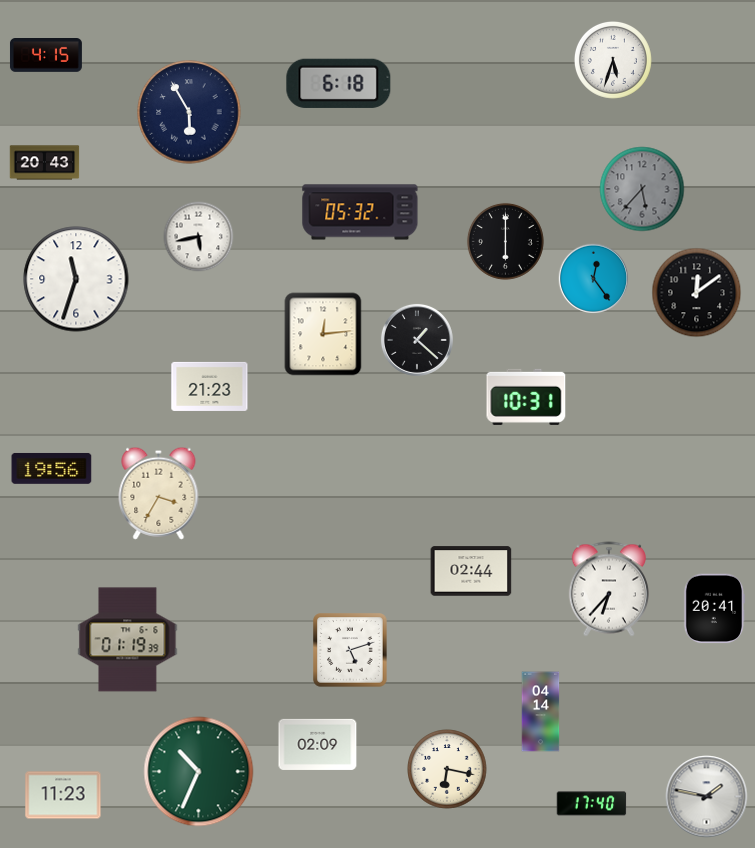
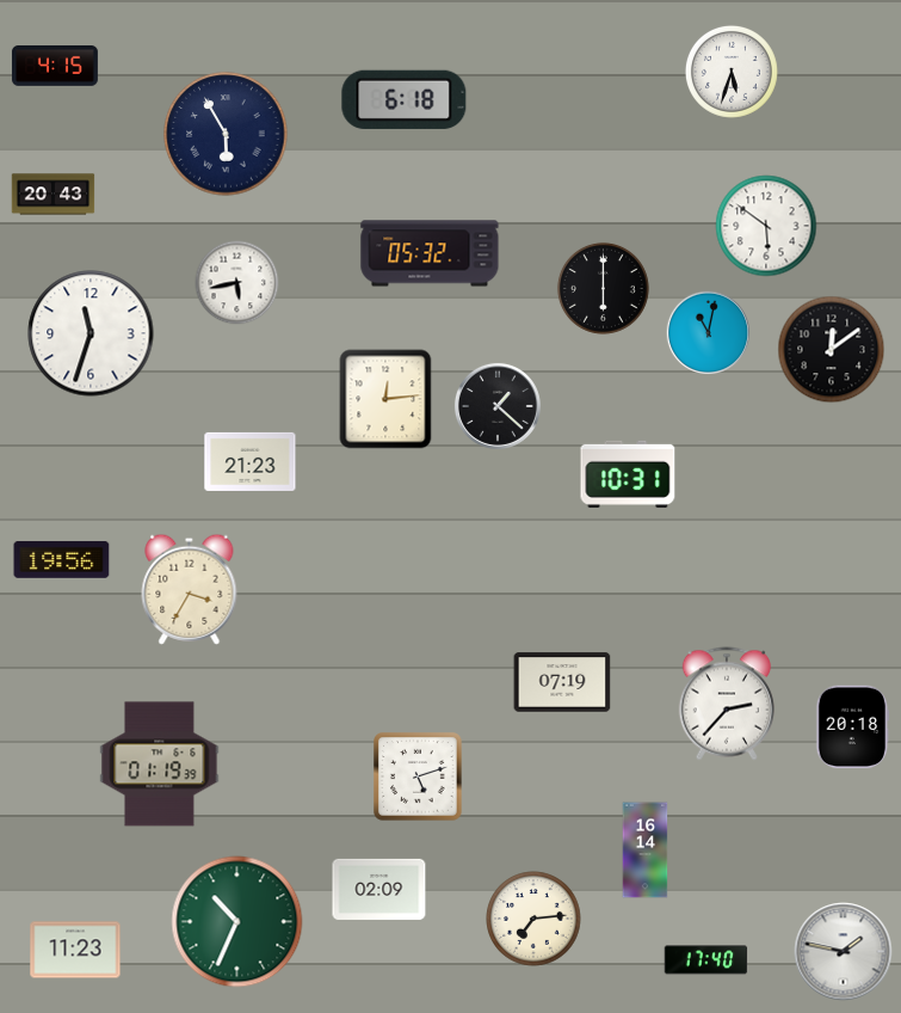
clock at (642, 189): 5:37 -> 5:51
clock at (642, 189) dial: grey -> white
clock at (593, 278): 12:24 -> 11:02
clock at (471, 571): 02:44 -> 07:19
clock at (609, 589): 6:37 -> 2:37
clock at (715, 609): 20:41 -> 20:18
clock at (128, 640) position: (128, 640) -> (160, 765)
clock at (541, 712): 04:14 -> 16:14
clock at (447, 769): 6:17 -> 7:14
